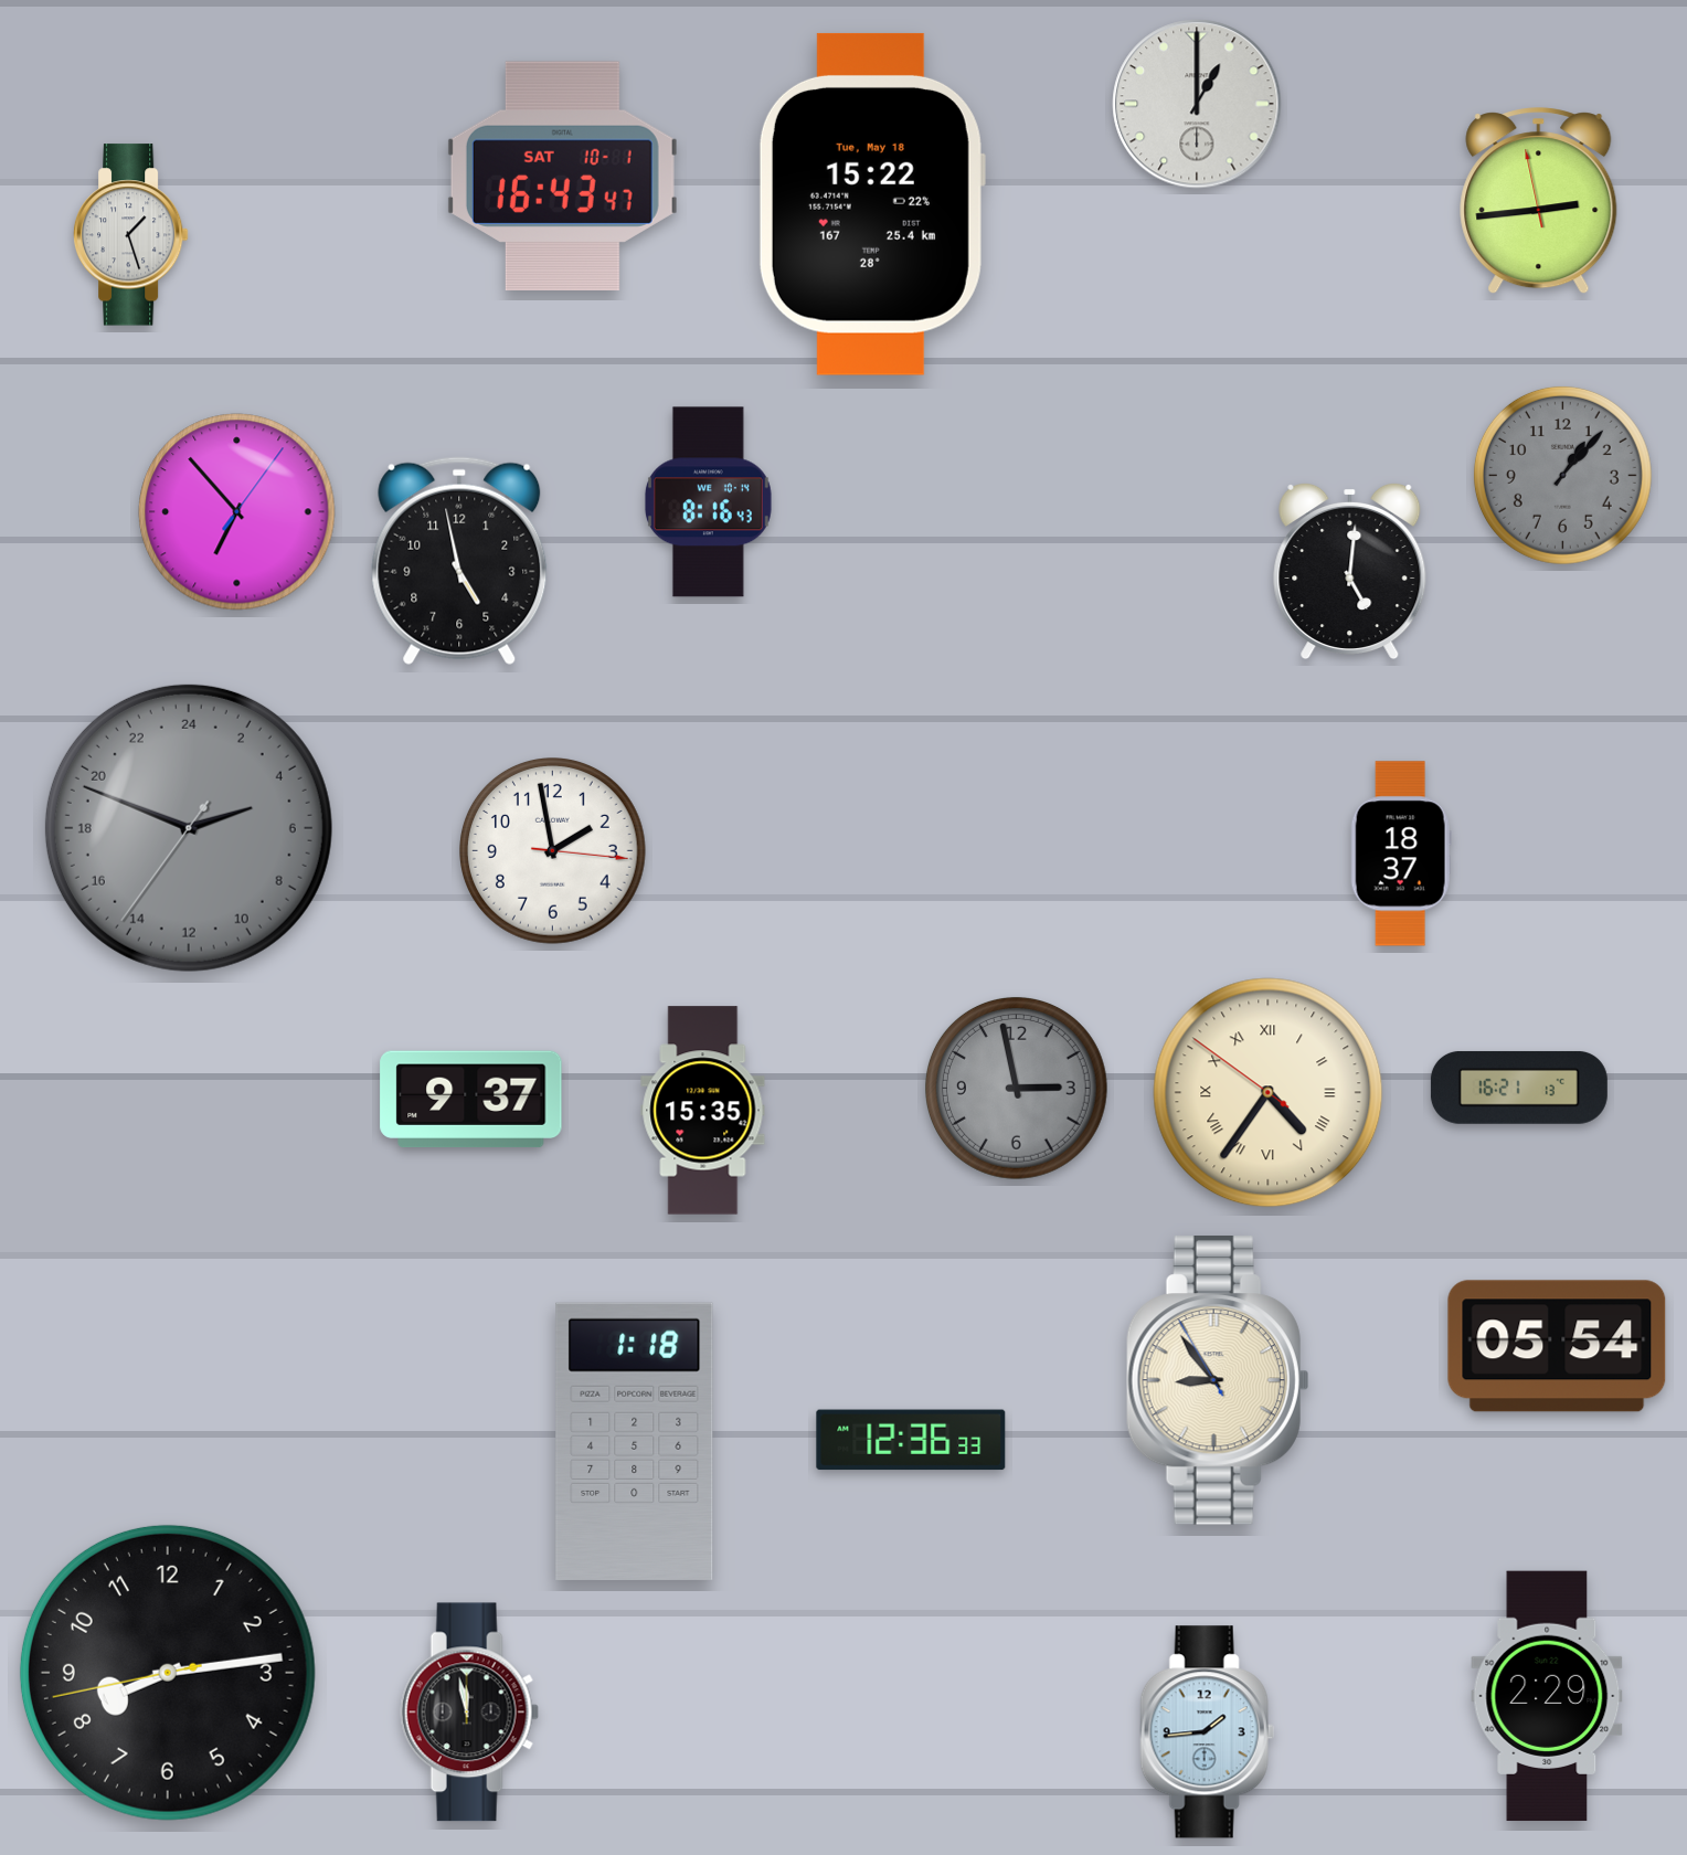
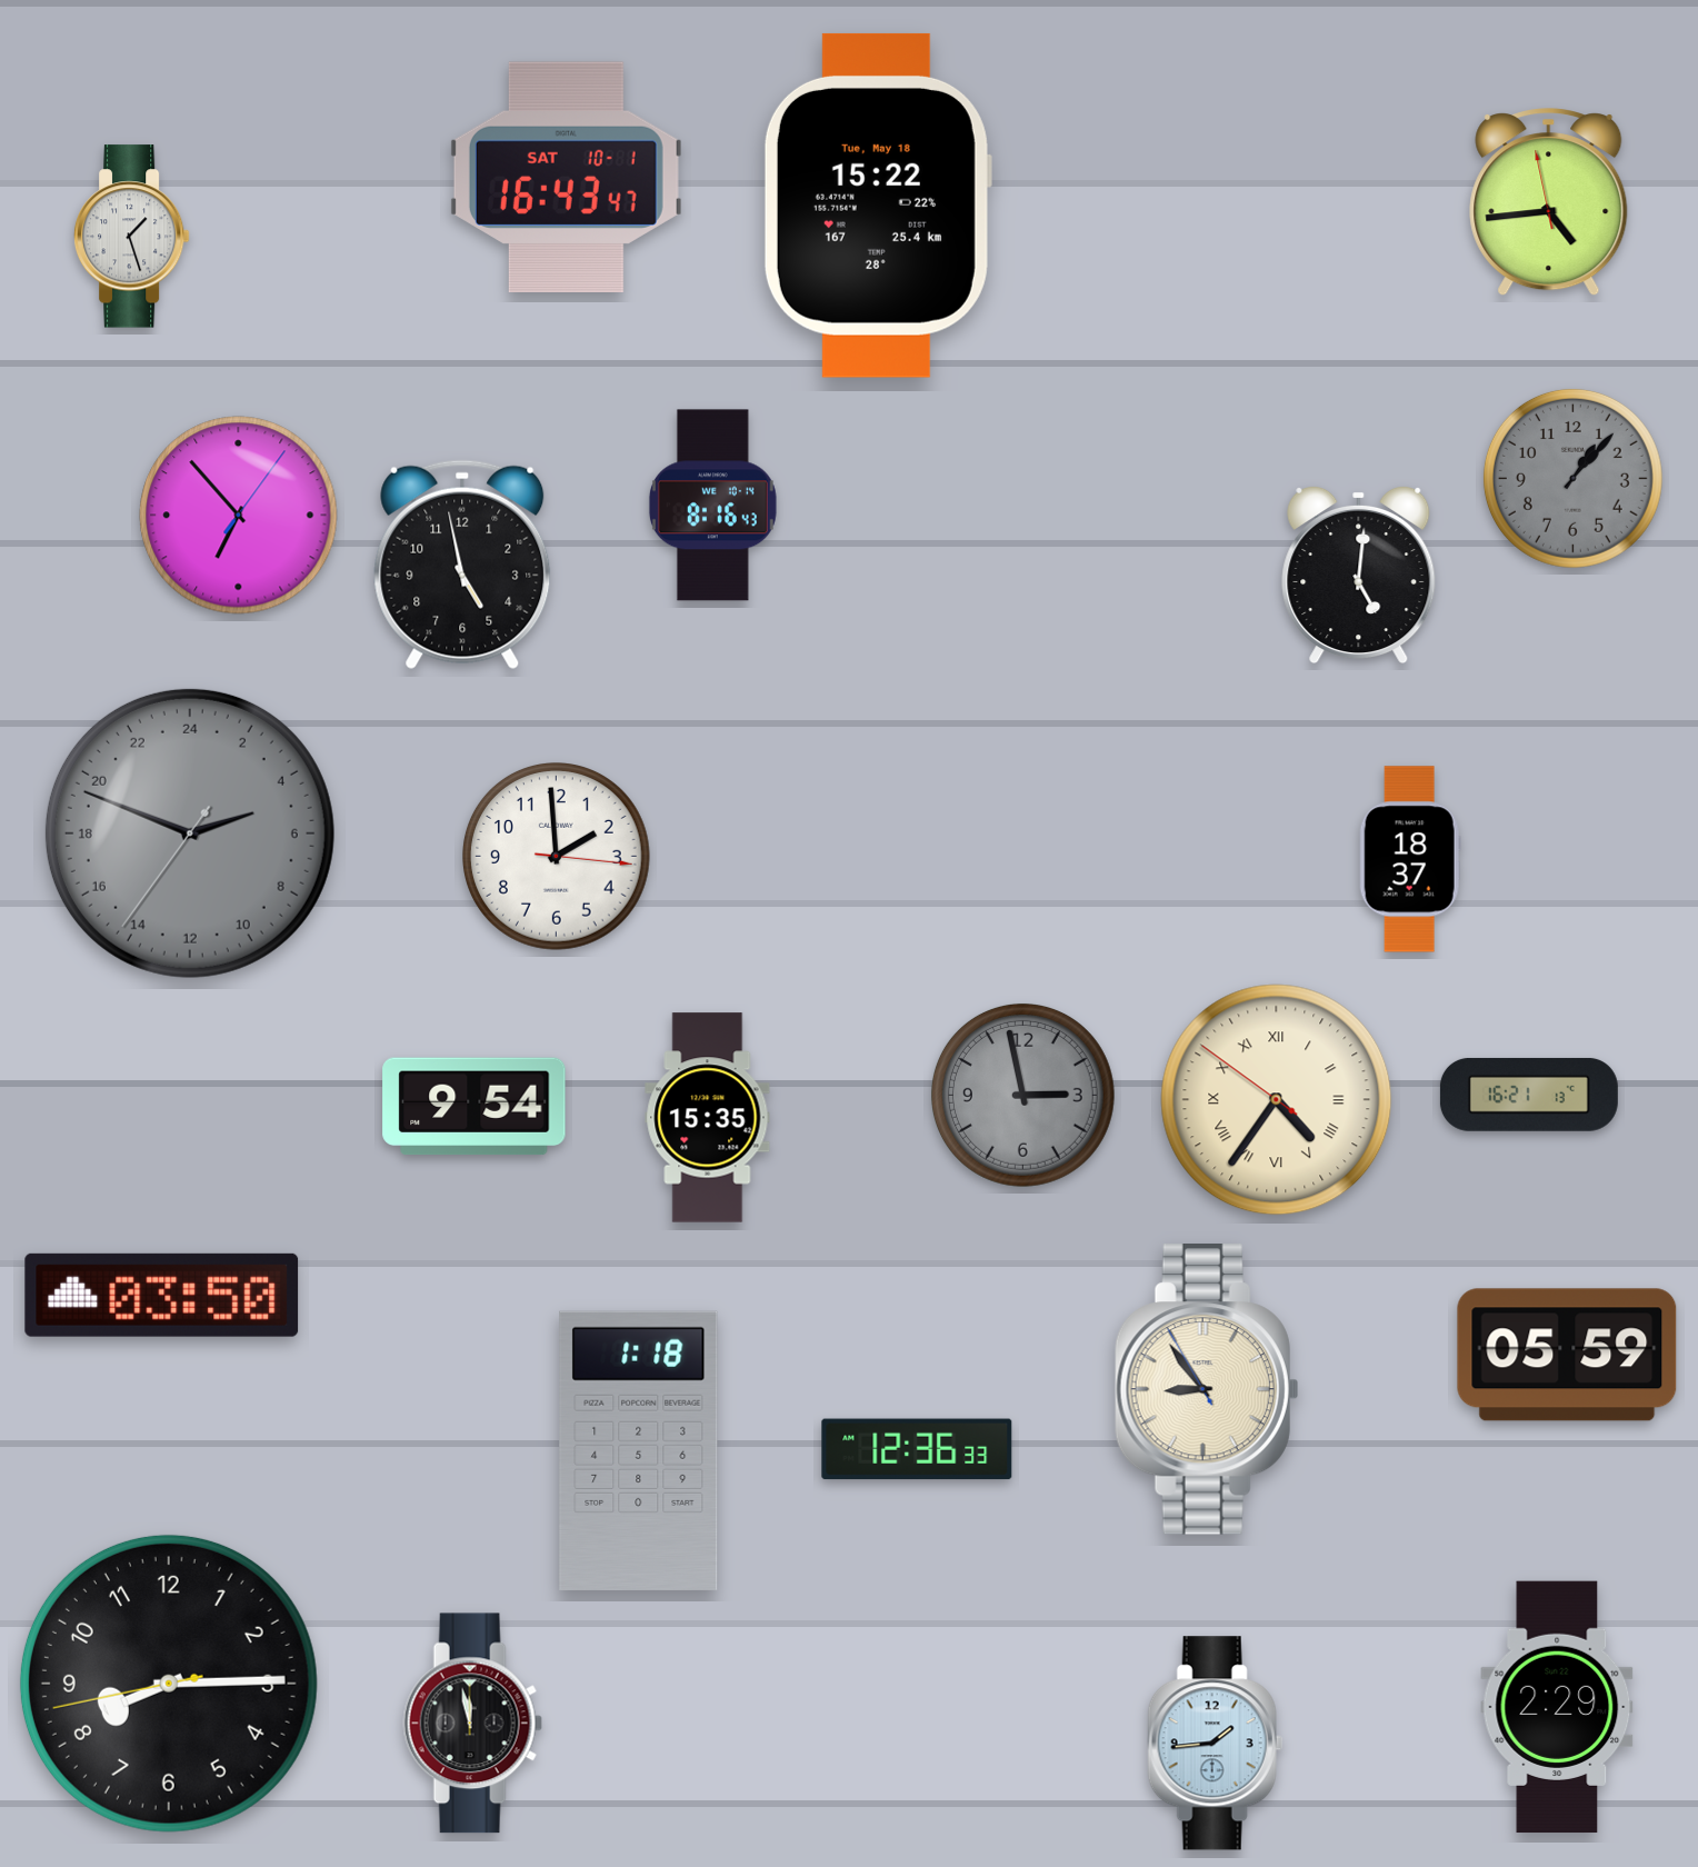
clock at (1197, 104): 1:00 -> none
clock at (1539, 201): 2:43 -> 4:43
clock at (553, 851): 1:58 -> 1:59
clock at (471, 1100): 9:37 -> 9:54
clock at (162, 1295): none -> 03:50
clock at (1557, 1346): 05:54 -> 05:59
clock at (1218, 1381) position: (1218, 1381) -> (1207, 1390)
clock at (168, 1673): 8:13 -> 8:14
